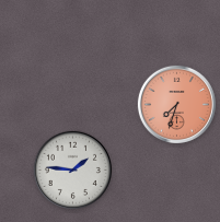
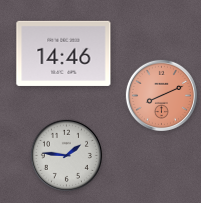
clock at (64, 53): none -> 14:46
clock at (176, 104): 7:33 -> 8:11
